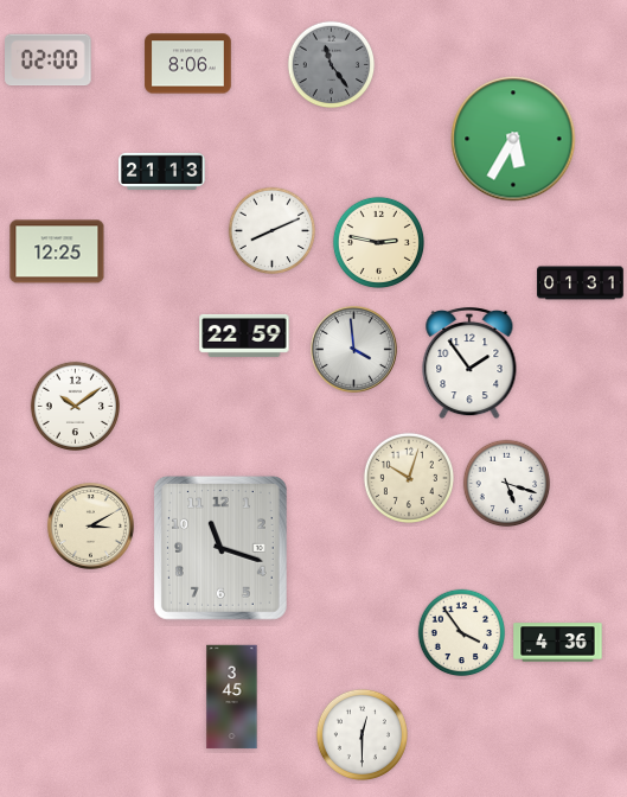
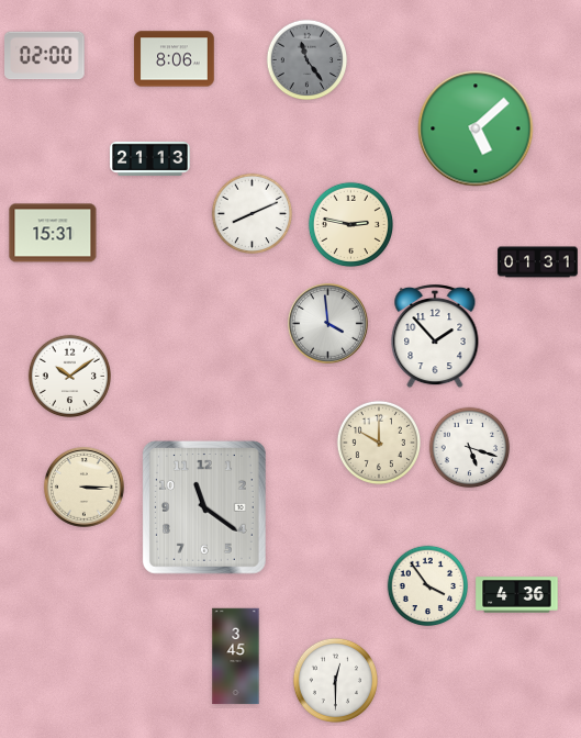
clock at (513, 139): 5:35 -> 5:08
clock at (57, 251): 12:25 -> 15:31
clock at (244, 336): 22:59 -> none
clock at (469, 363): 1:54 -> 1:53
clock at (408, 477): 10:03 -> 10:00
clock at (90, 525): 3:10 -> 3:15
clock at (220, 548): 11:18 -> 11:21
clock at (232, 697) position: (232, 697) -> (236, 657)
